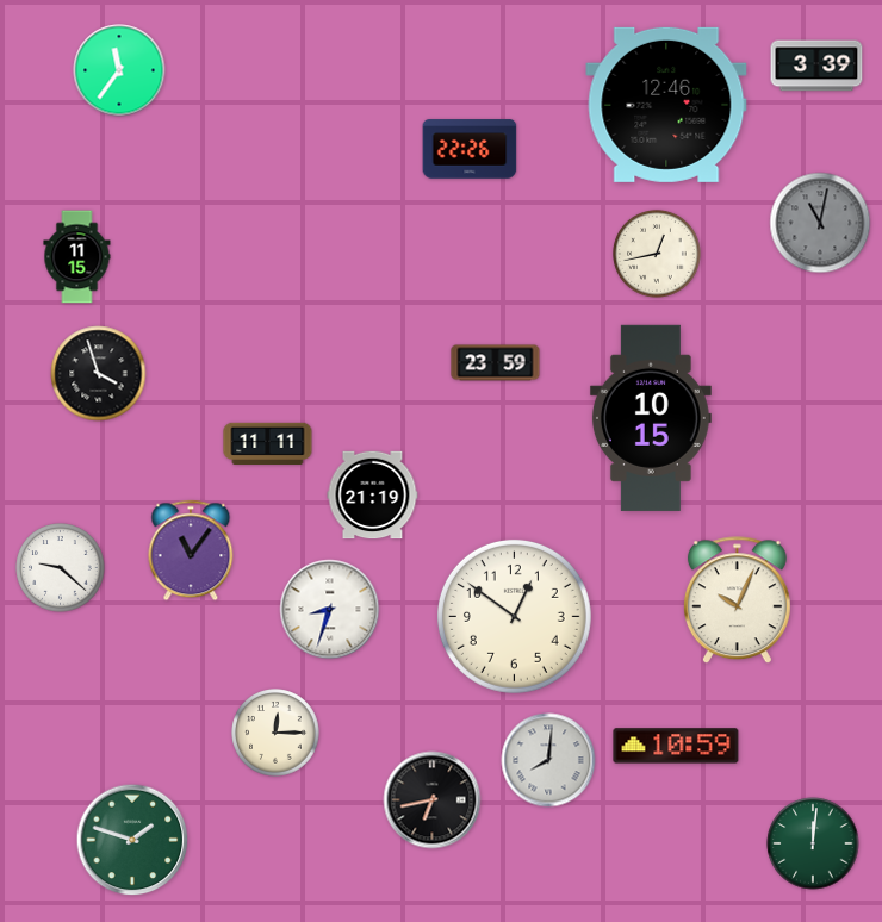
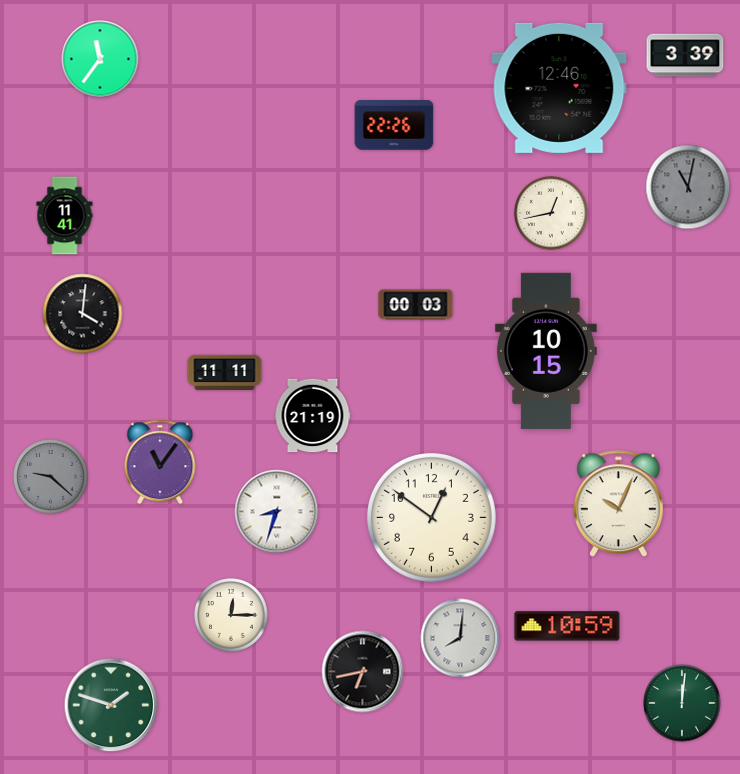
clock at (77, 257): 11:15 -> 11:41
clock at (496, 363): 23:59 -> 00:03
clock at (99, 374): 3:57 -> 4:01
clock at (61, 568) dial: white -> grey
clock at (813, 843) position: (813, 843) -> (682, 703)
